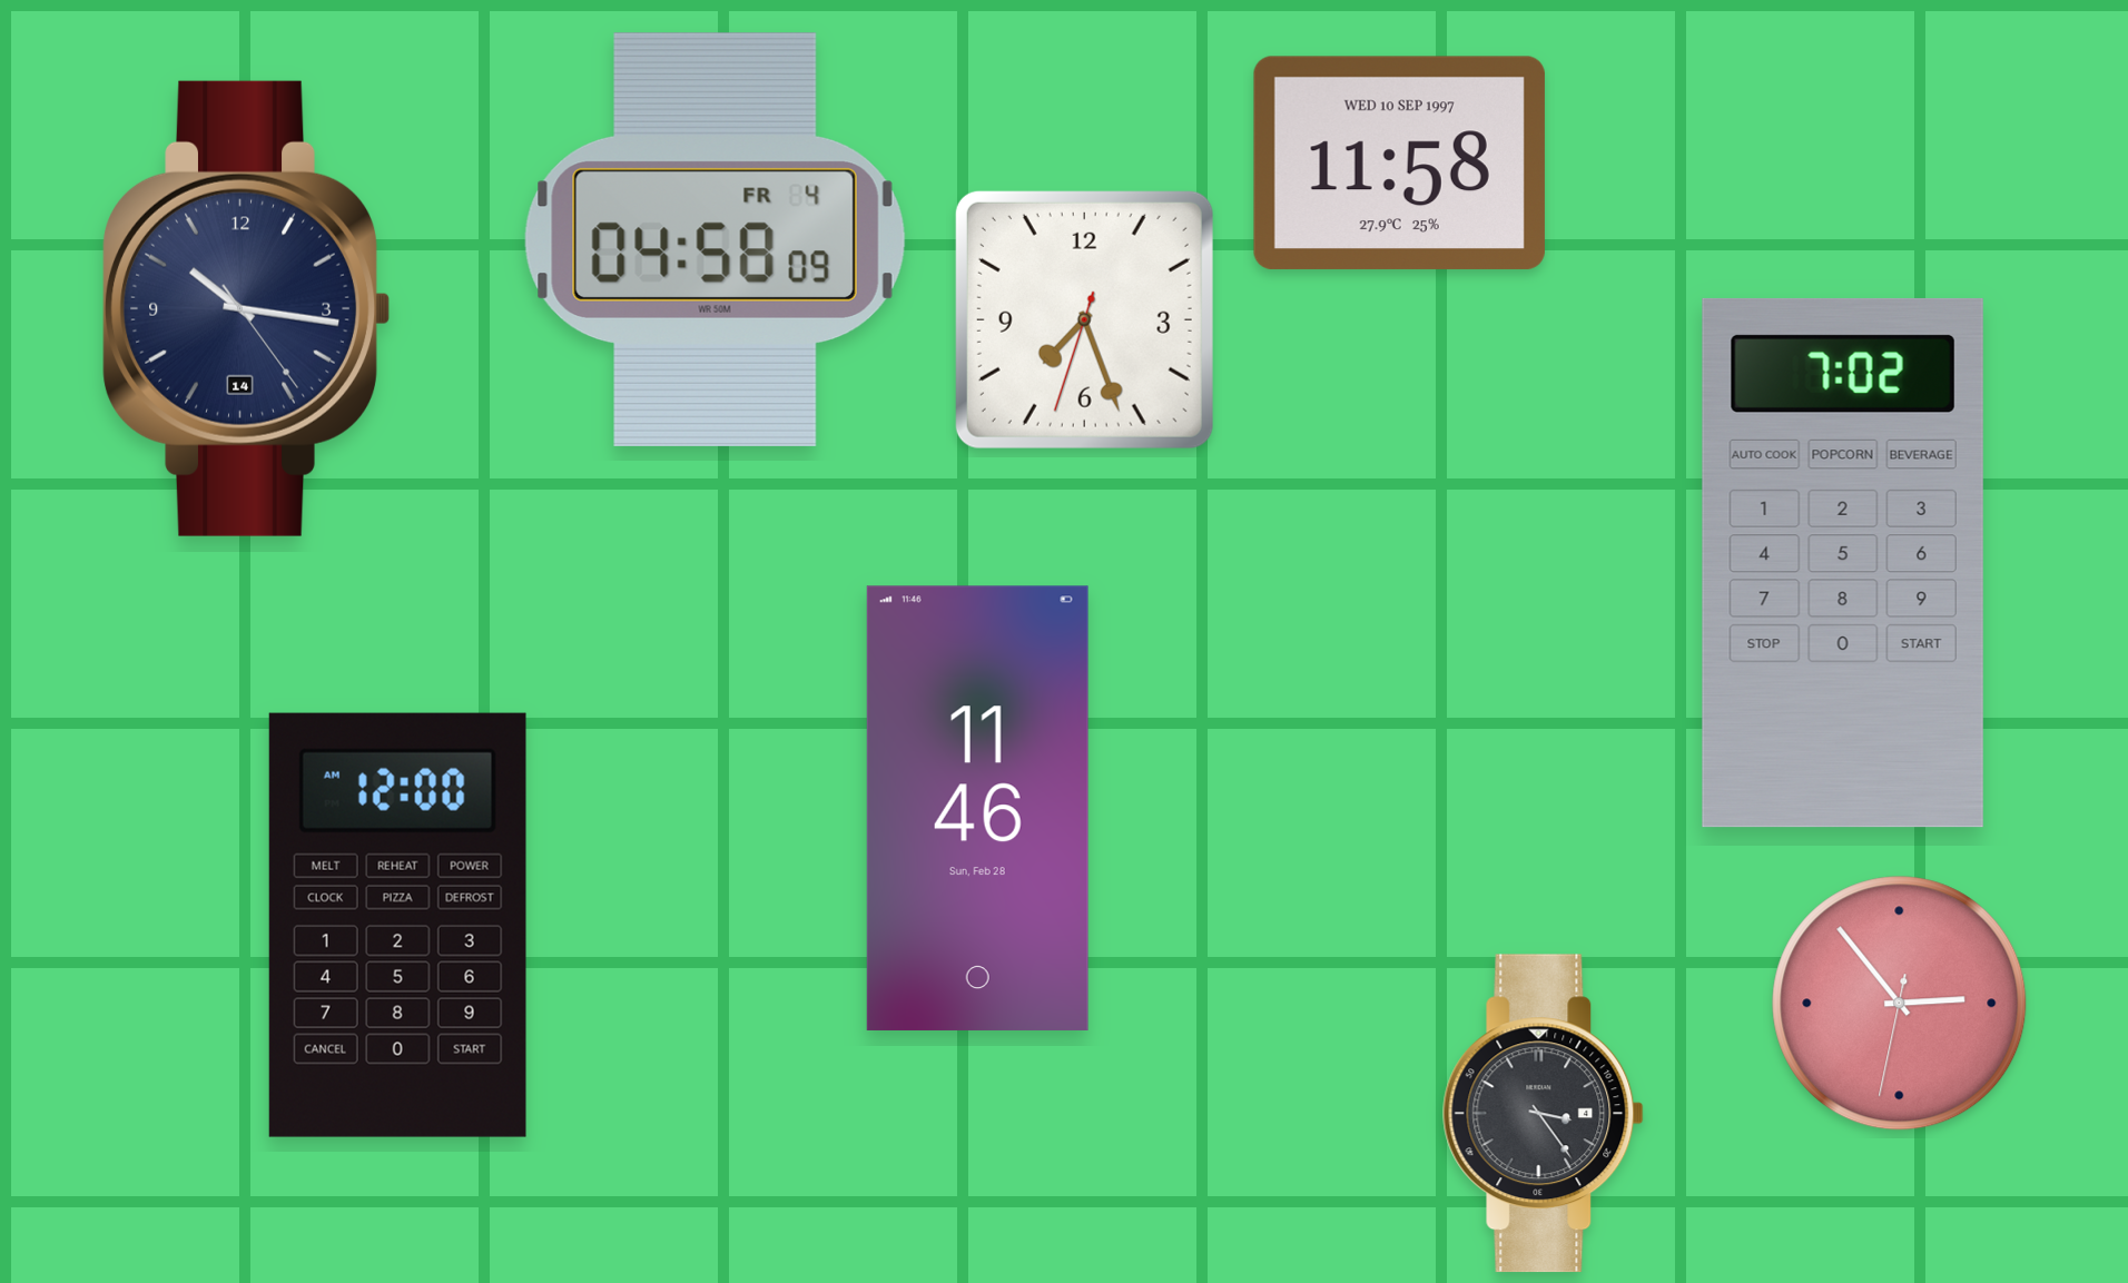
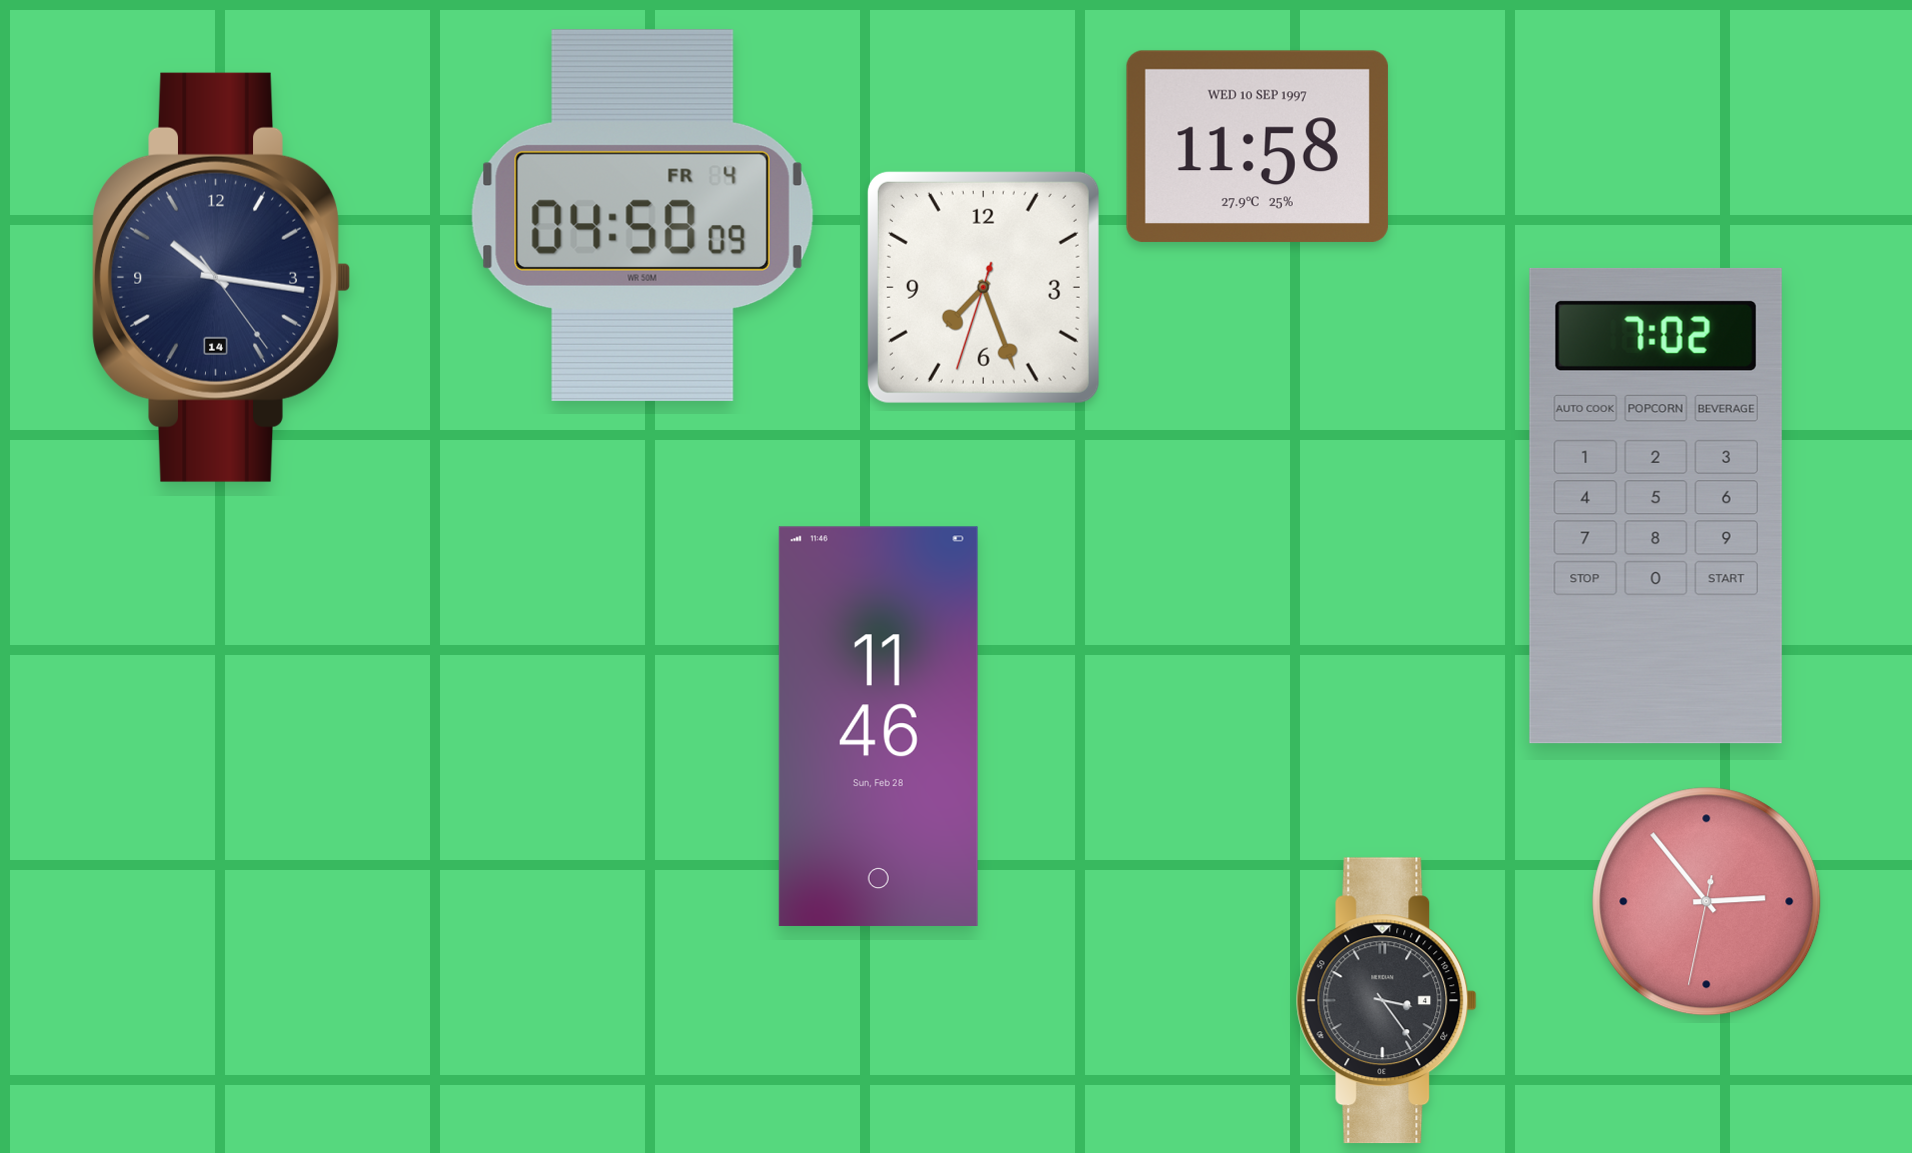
clock at (1084, 319) position: (1084, 319) -> (983, 287)
clock at (397, 925): 12:00 -> none
